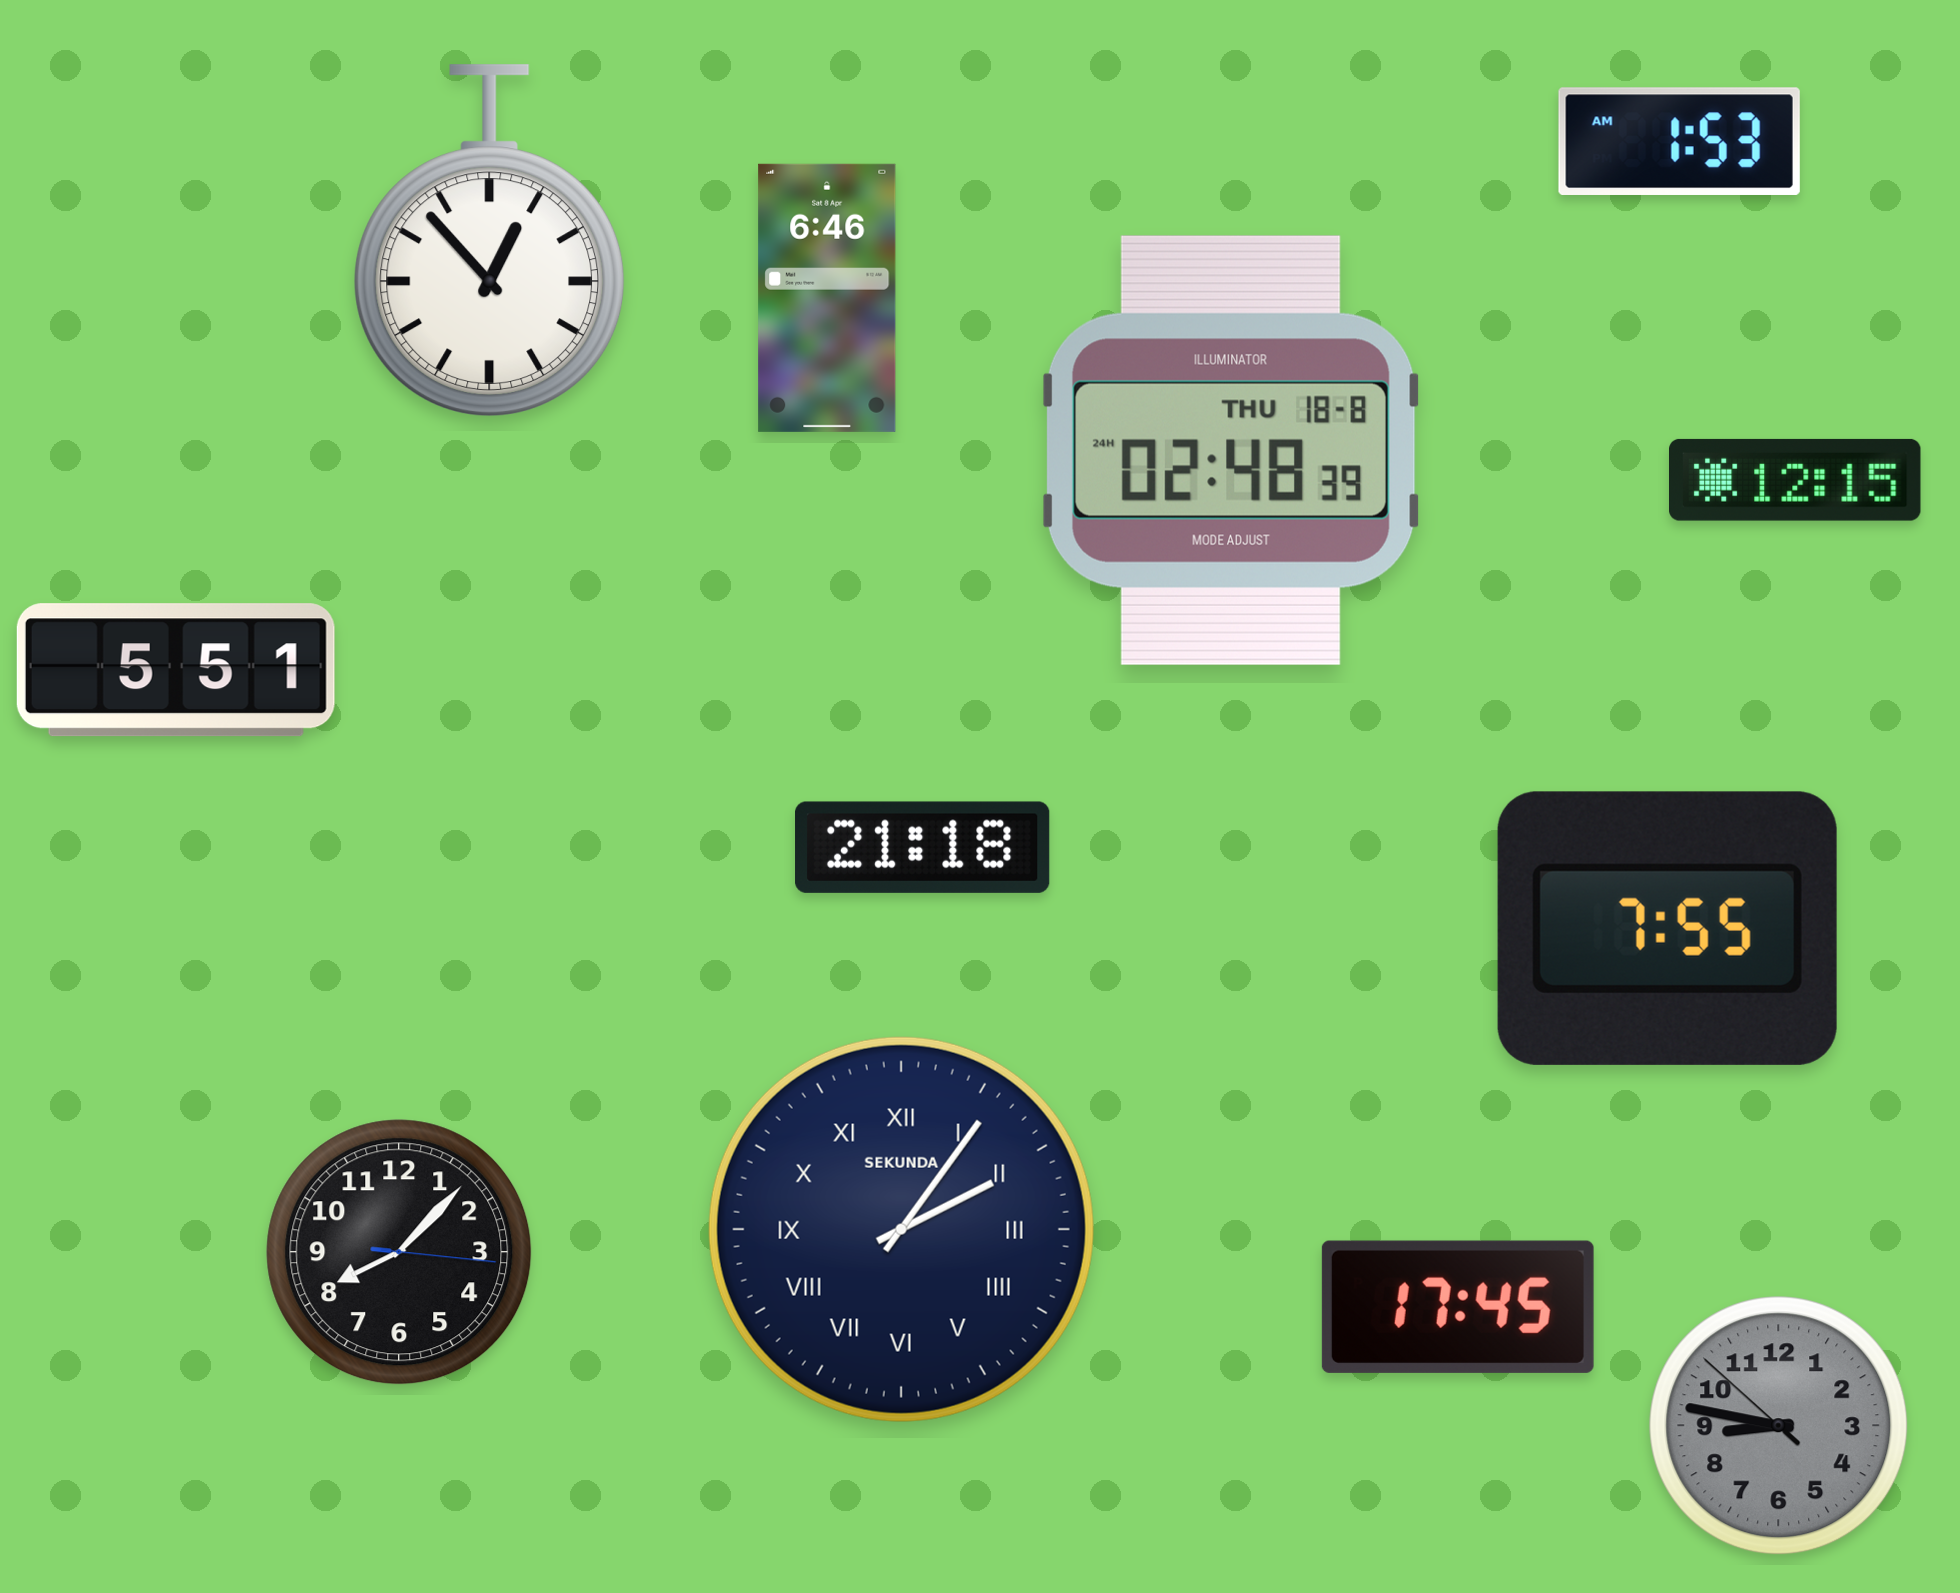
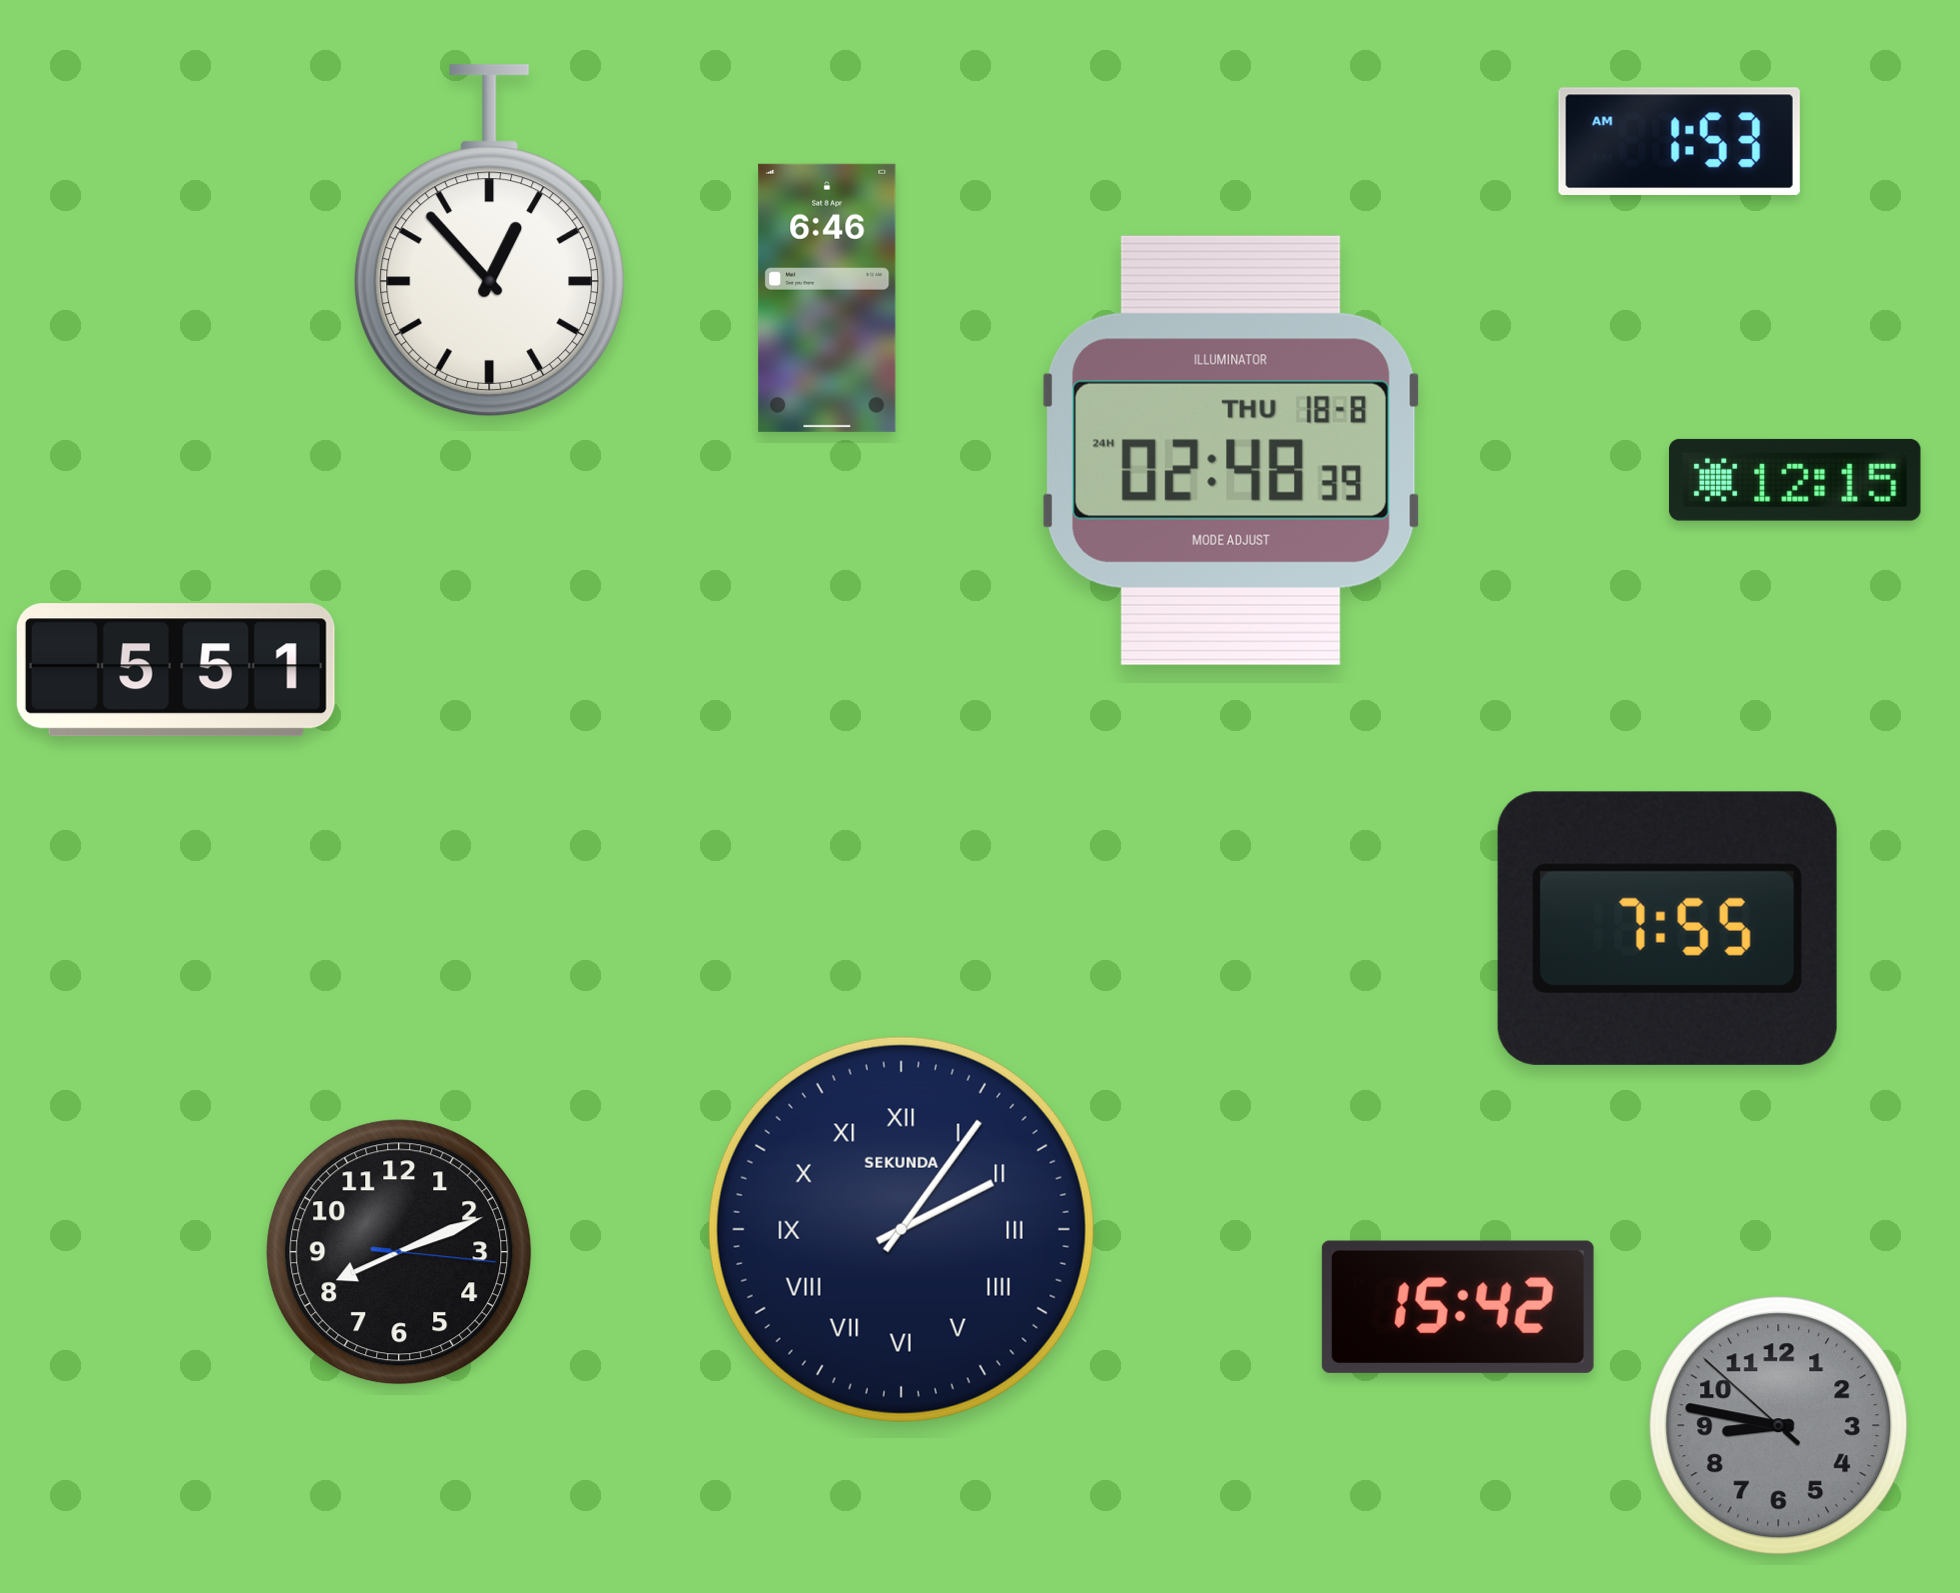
clock at (923, 847): 21:18 -> none
clock at (399, 1252): 8:07 -> 8:11
clock at (1458, 1307): 17:45 -> 15:42
